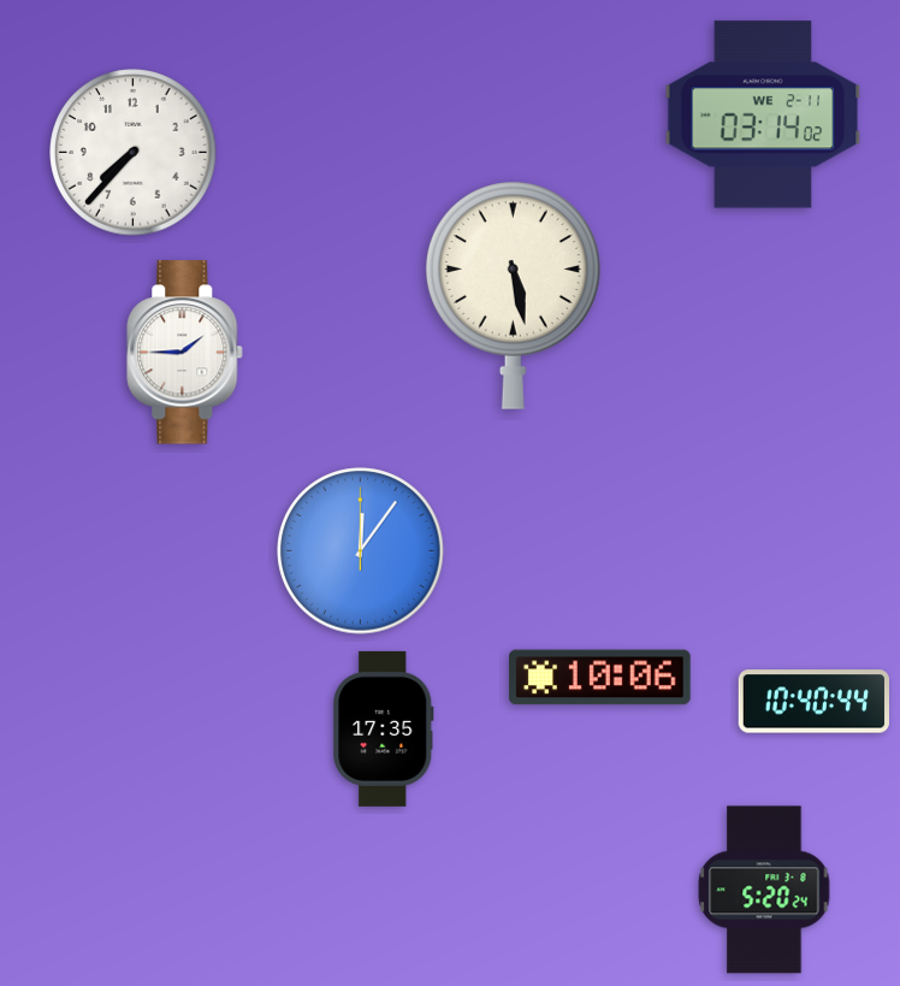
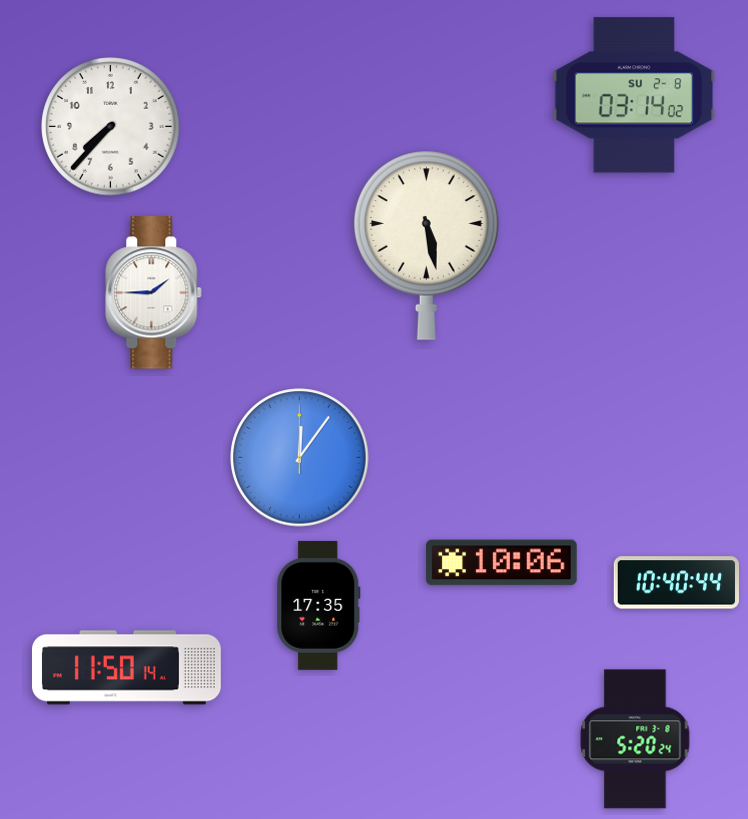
clock at (763, 114) date: WE 2-11 -> SU 2-8
clock at (600, 678) position: (600, 678) -> (502, 563)
clock at (126, 668): none -> 11:50
